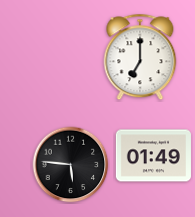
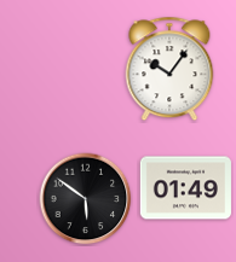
clock at (140, 57): 7:00 -> 10:06
clock at (71, 165): 5:46 -> 5:51
